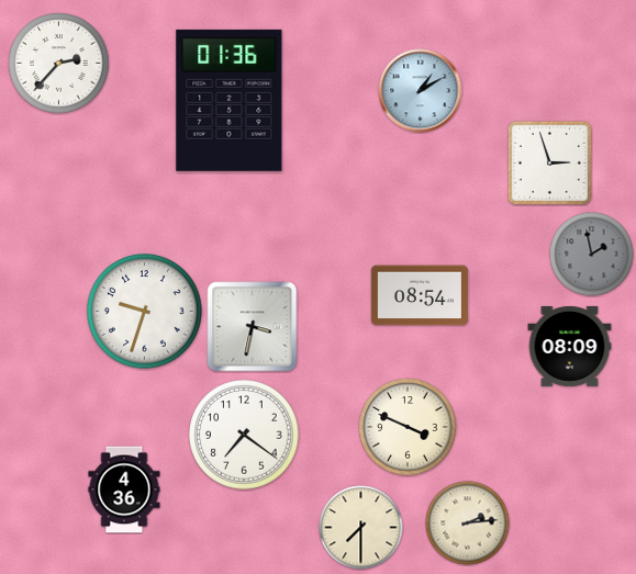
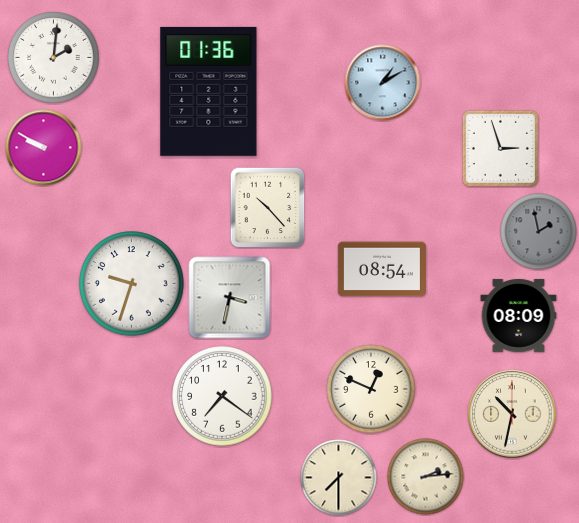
clock at (59, 64): 2:37 -> 2:01
clock at (44, 148): none -> 9:50
clock at (268, 207): none -> 10:23
clock at (408, 427): 3:49 -> 12:49
clock at (512, 414): none -> 10:32
clock at (124, 489): 4:36 -> none
clock at (361, 528) position: (361, 528) -> (339, 478)
